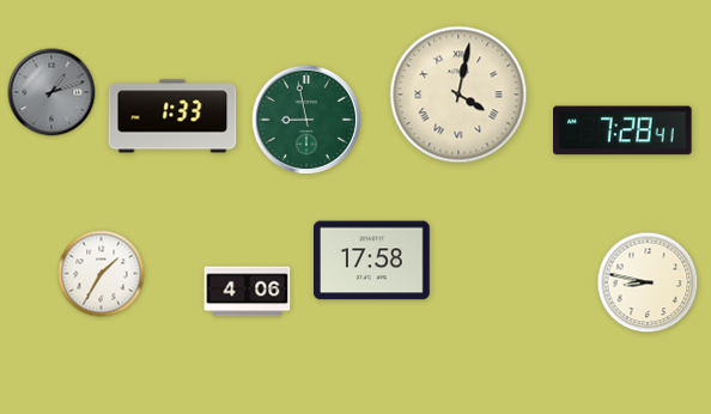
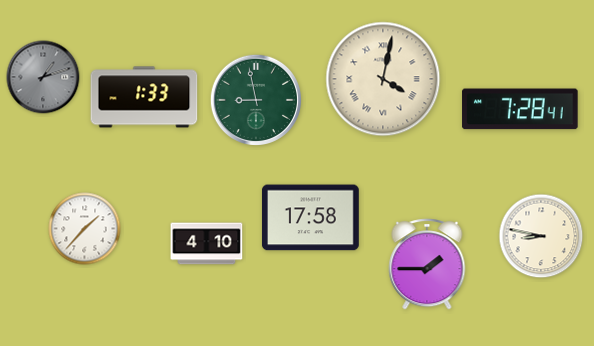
clock at (102, 274): 1:35 -> 1:37
clock at (248, 292): 4:06 -> 4:10
clock at (427, 264): none -> 1:45
